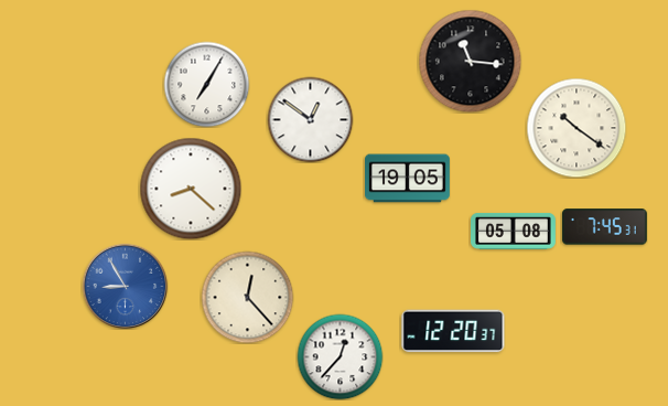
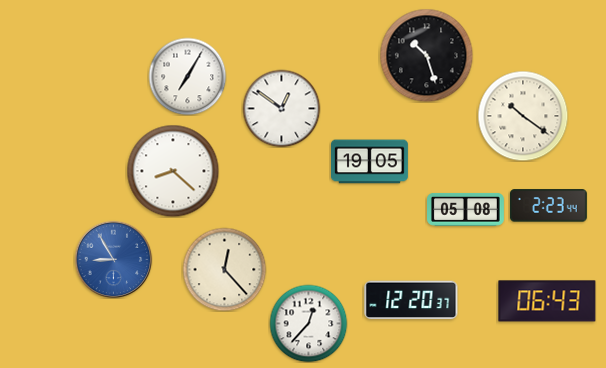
clock at (470, 61): 11:16 -> 10:27
clock at (604, 227): 7:45 -> 2:23
clock at (547, 301): none -> 06:43
